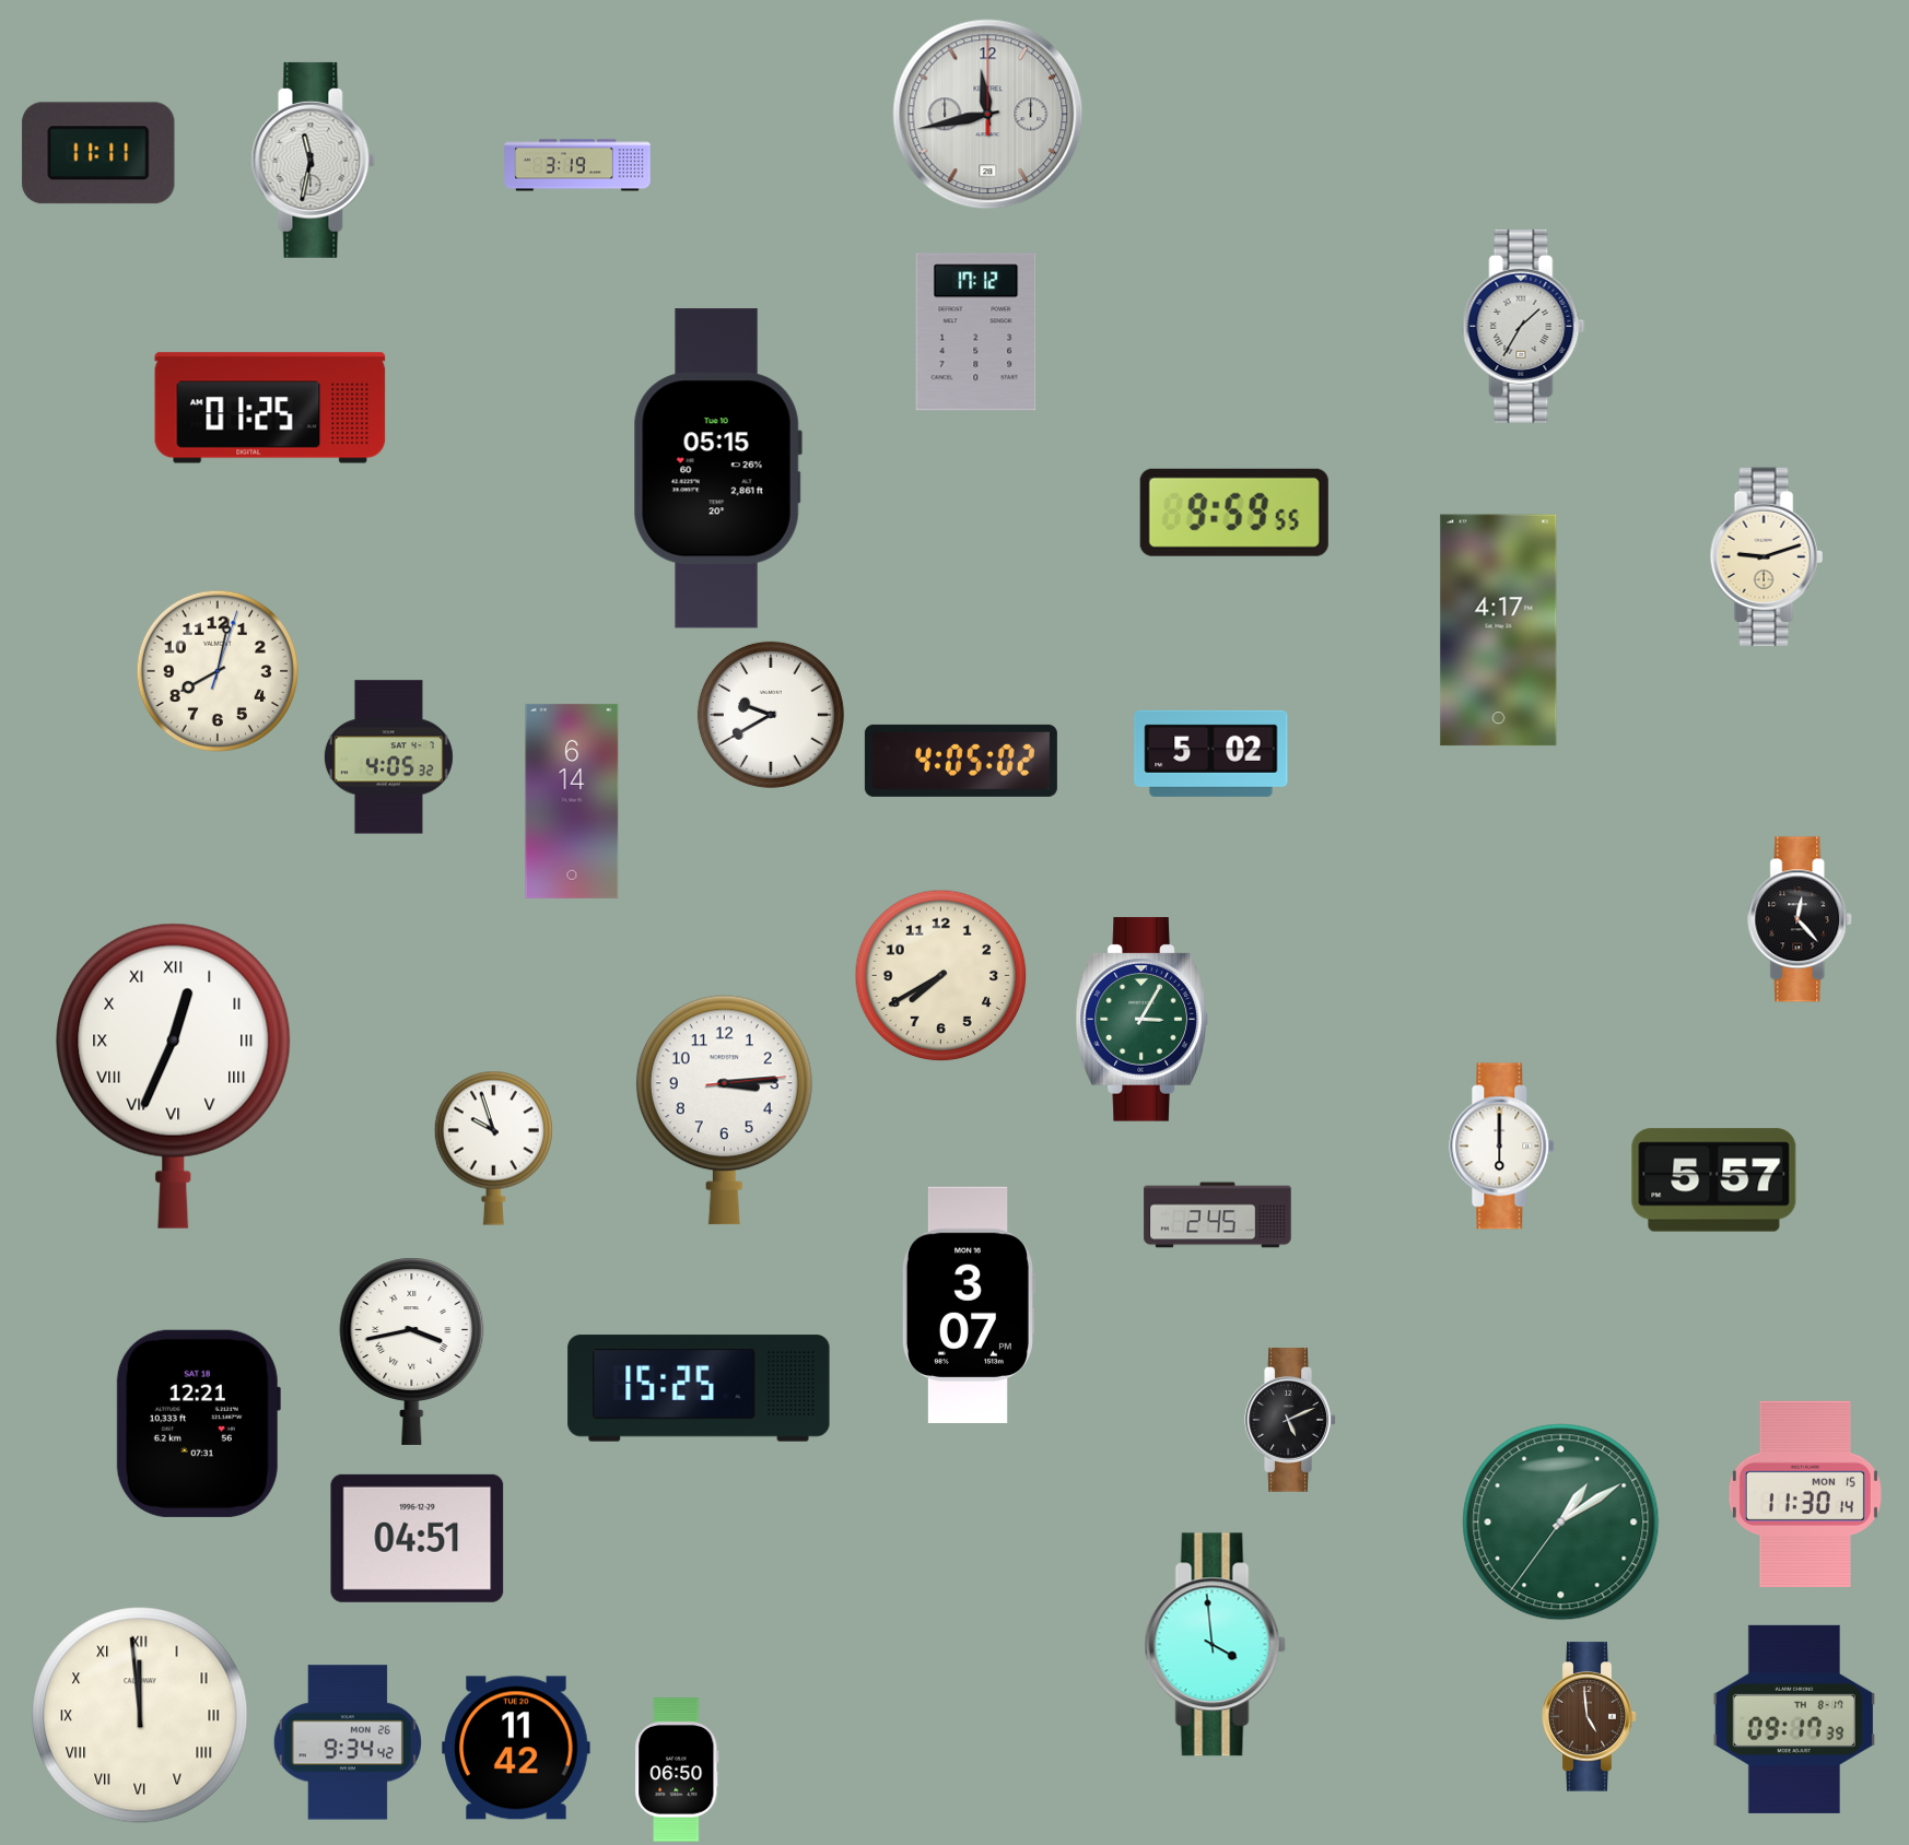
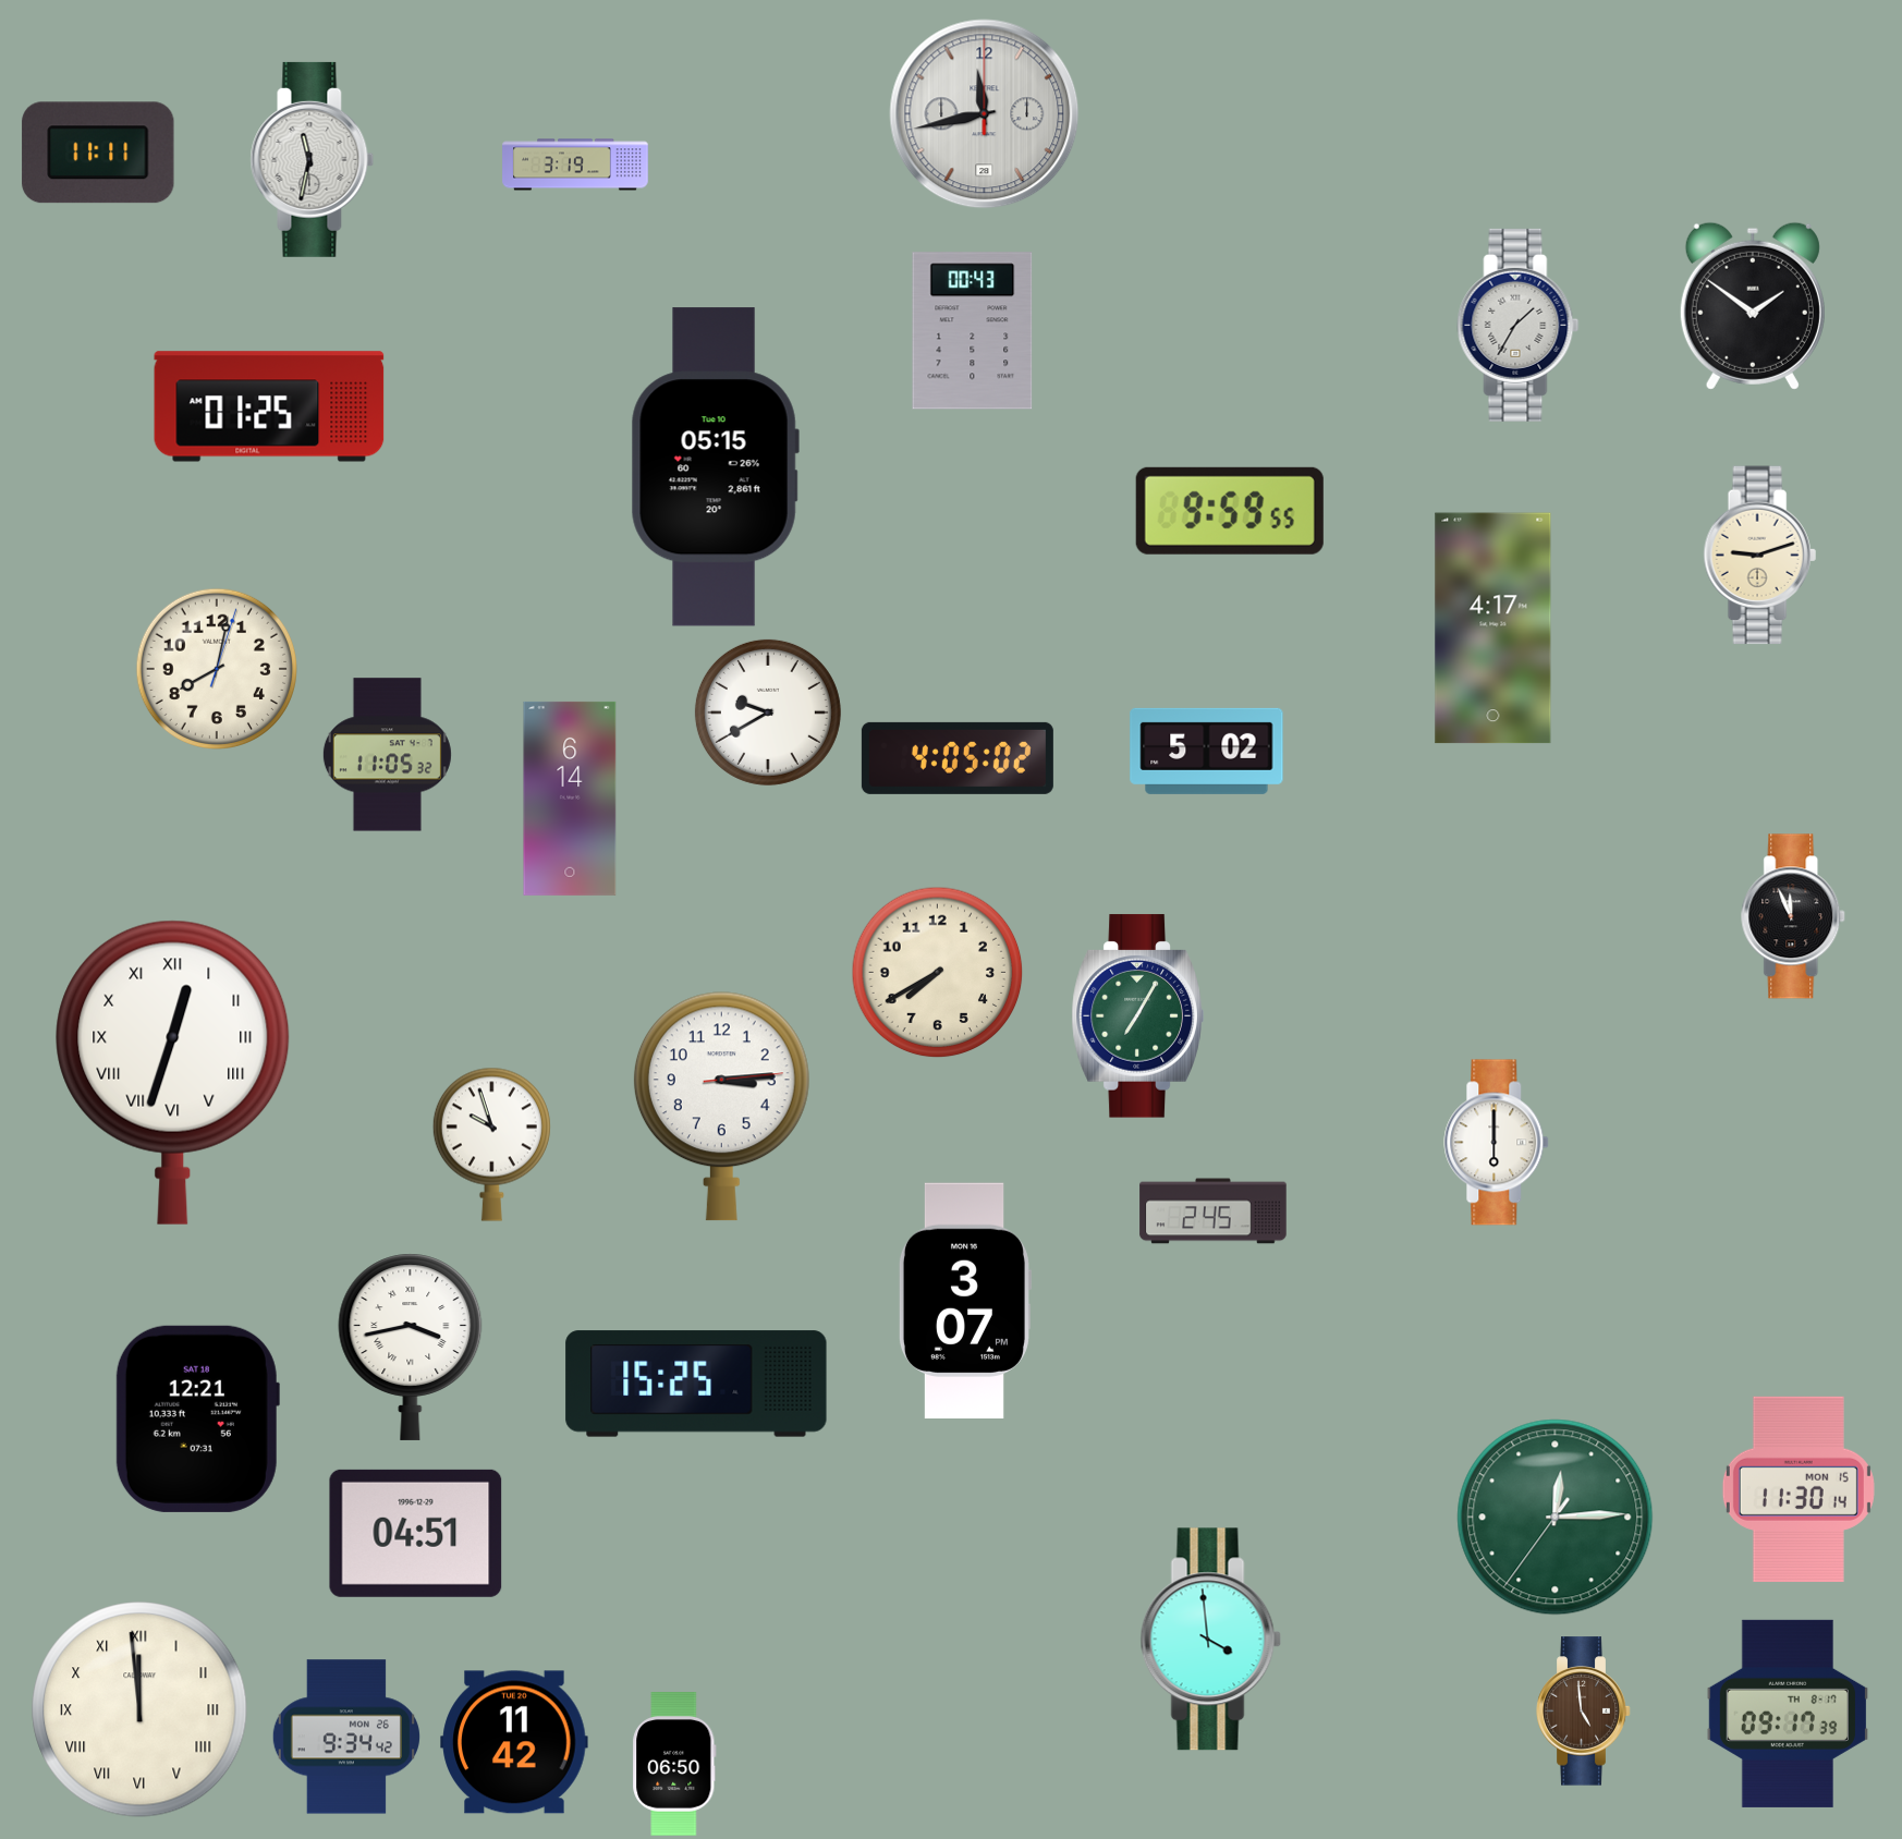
clock at (1753, 306): none -> 1:51
clock at (976, 332): 17:12 -> 00:43
clock at (388, 757): 4:05 -> 11:05
clock at (1801, 919): 12:23 -> 11:56
clock at (1141, 1020): 3:05 -> 7:05
clock at (174, 1076): 12:34 -> 12:33
clock at (1714, 1180): 5:57 -> none
clock at (1290, 1421): 5:11 -> none
clock at (1561, 1523): 1:09 -> 12:14
